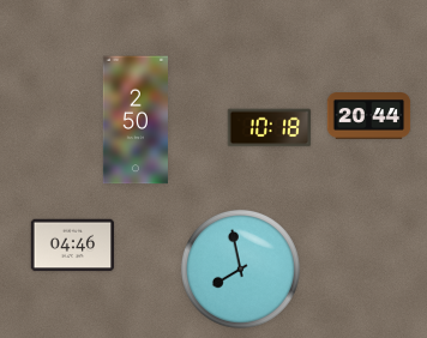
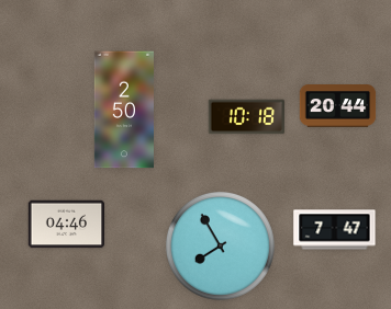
clock at (335, 230): none -> 7:47
clock at (240, 268): 7:58 -> 7:55
